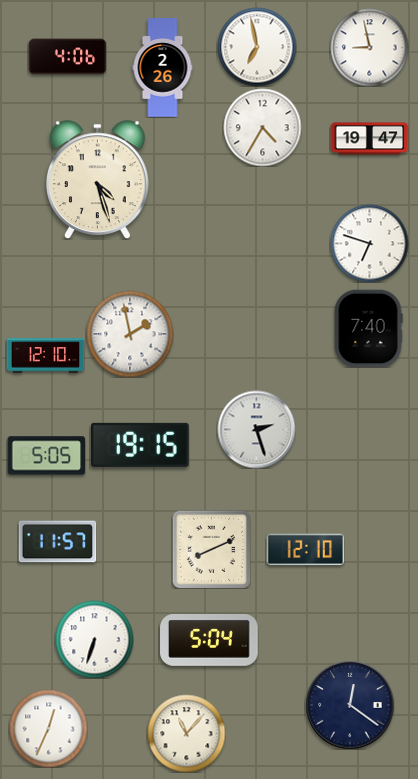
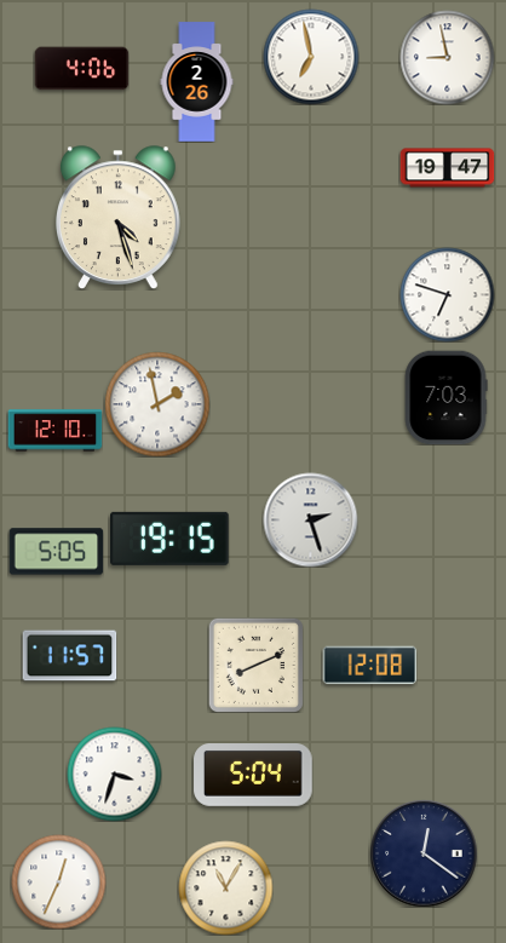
clock at (262, 127): 4:35 -> none
clock at (368, 328): 7:40 -> 7:03
clock at (305, 550): 12:10 -> 12:08
clock at (94, 639): 6:33 -> 3:33
clock at (186, 733): 11:07 -> 11:05
